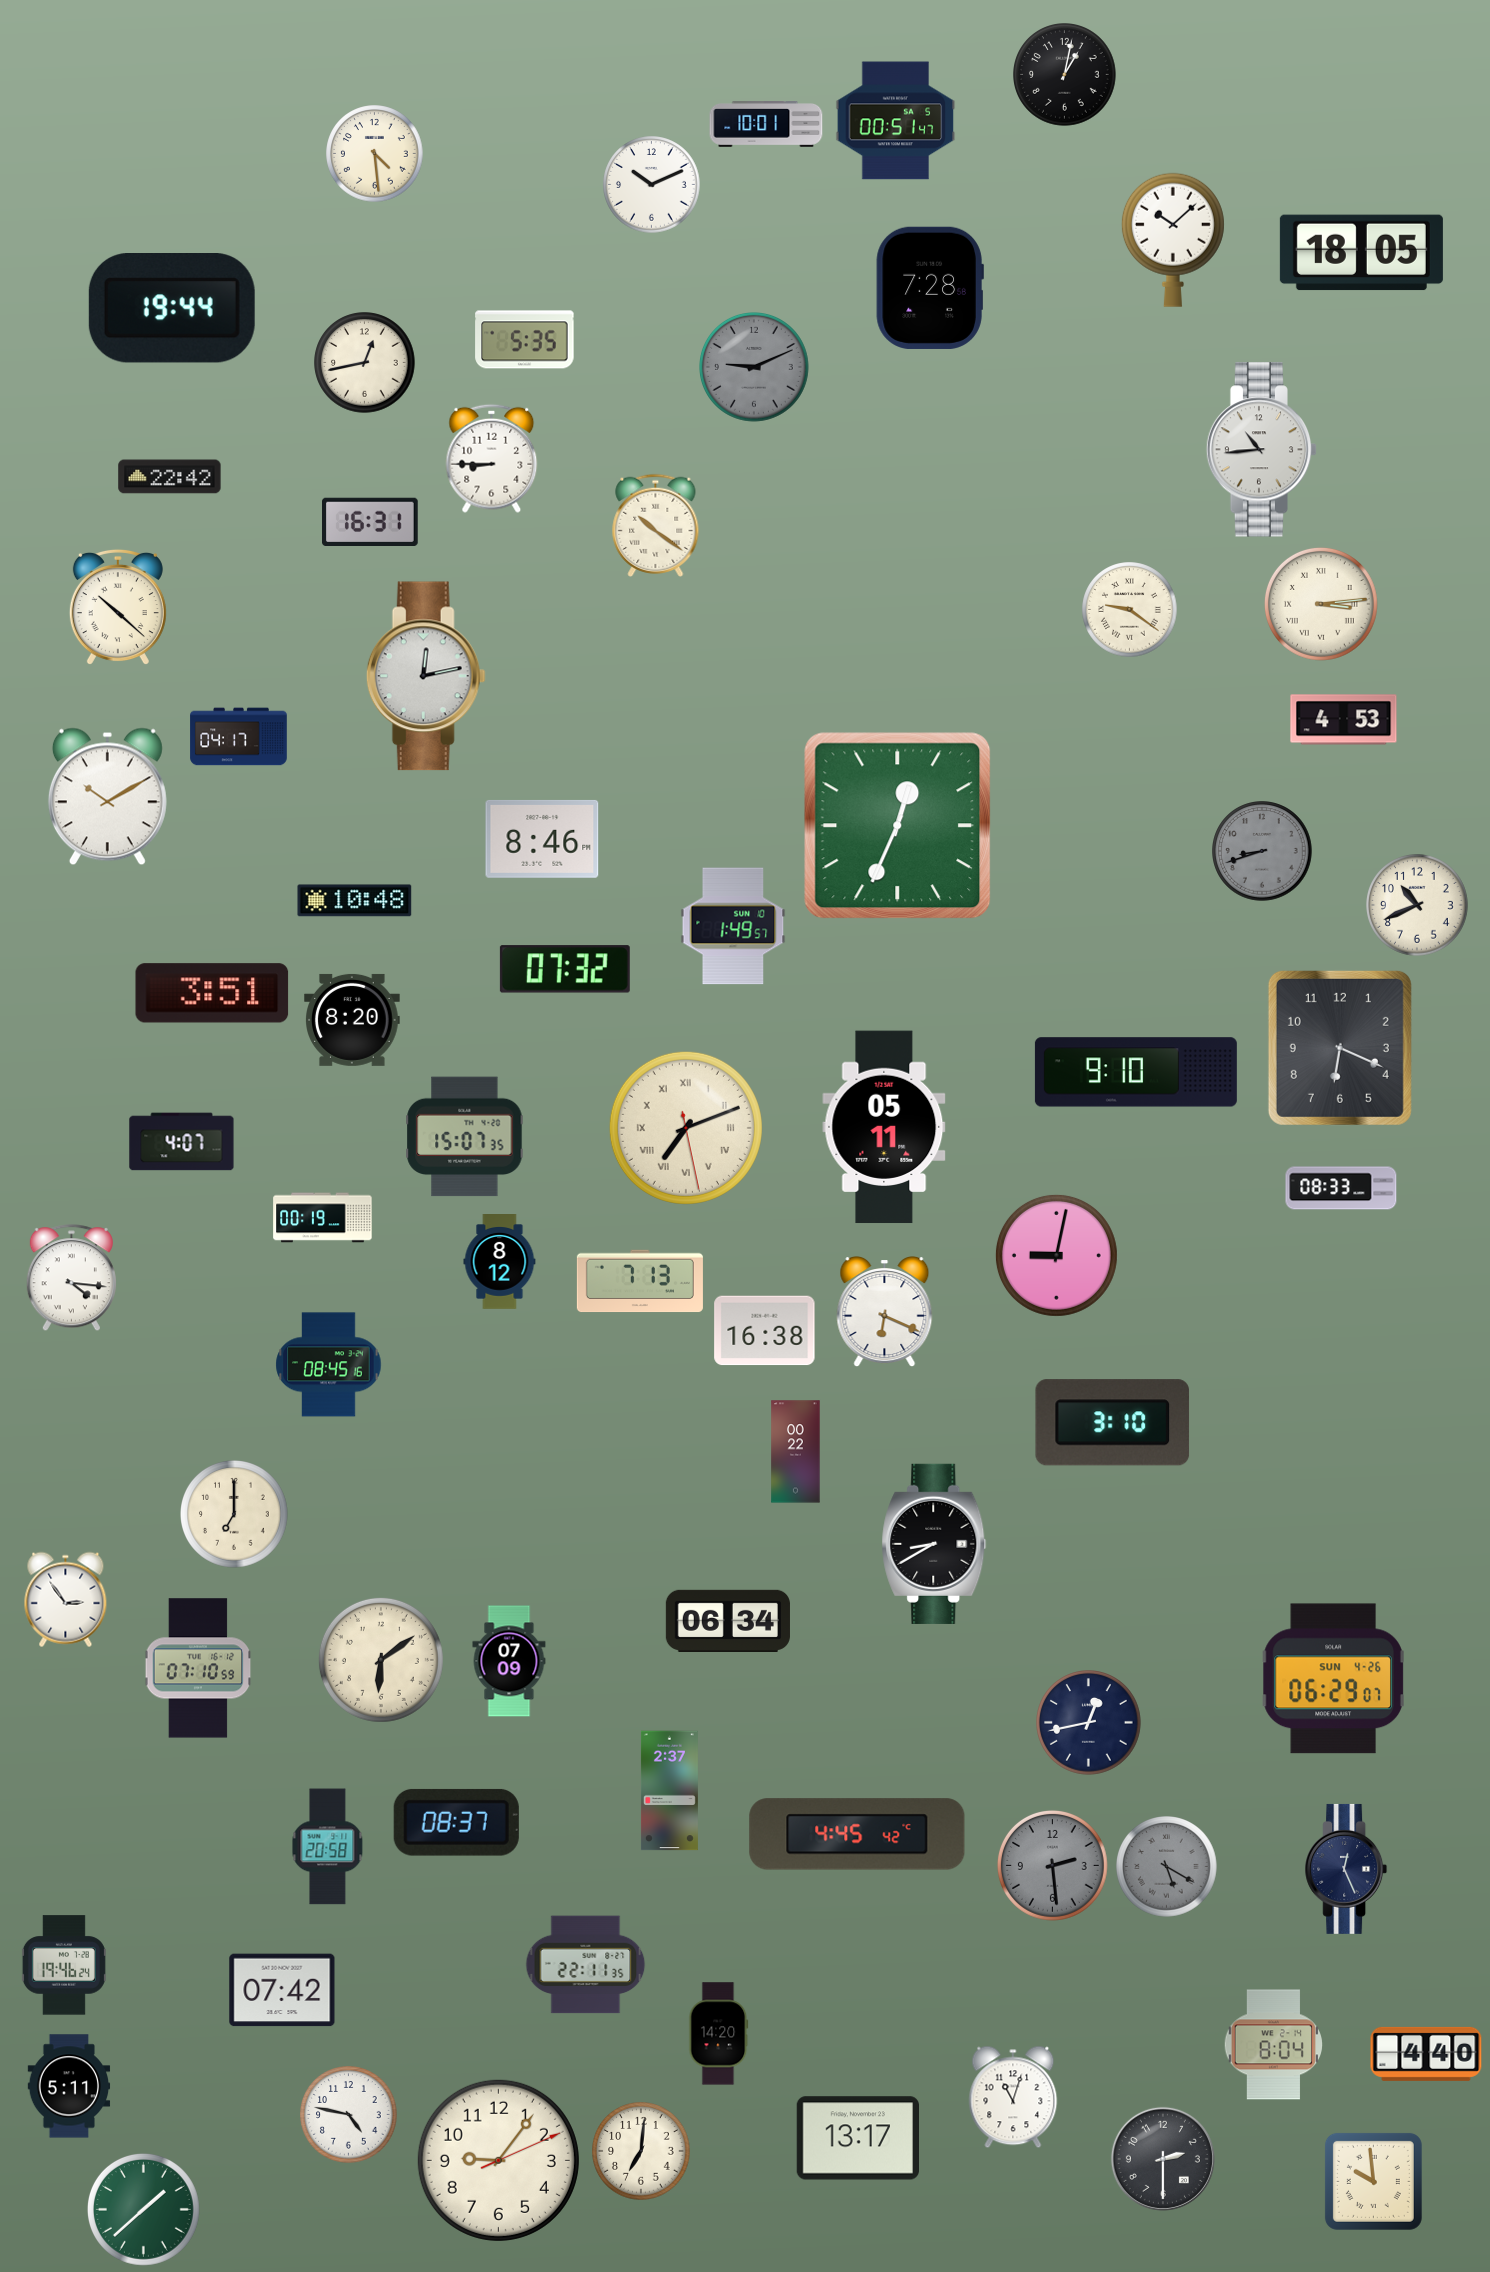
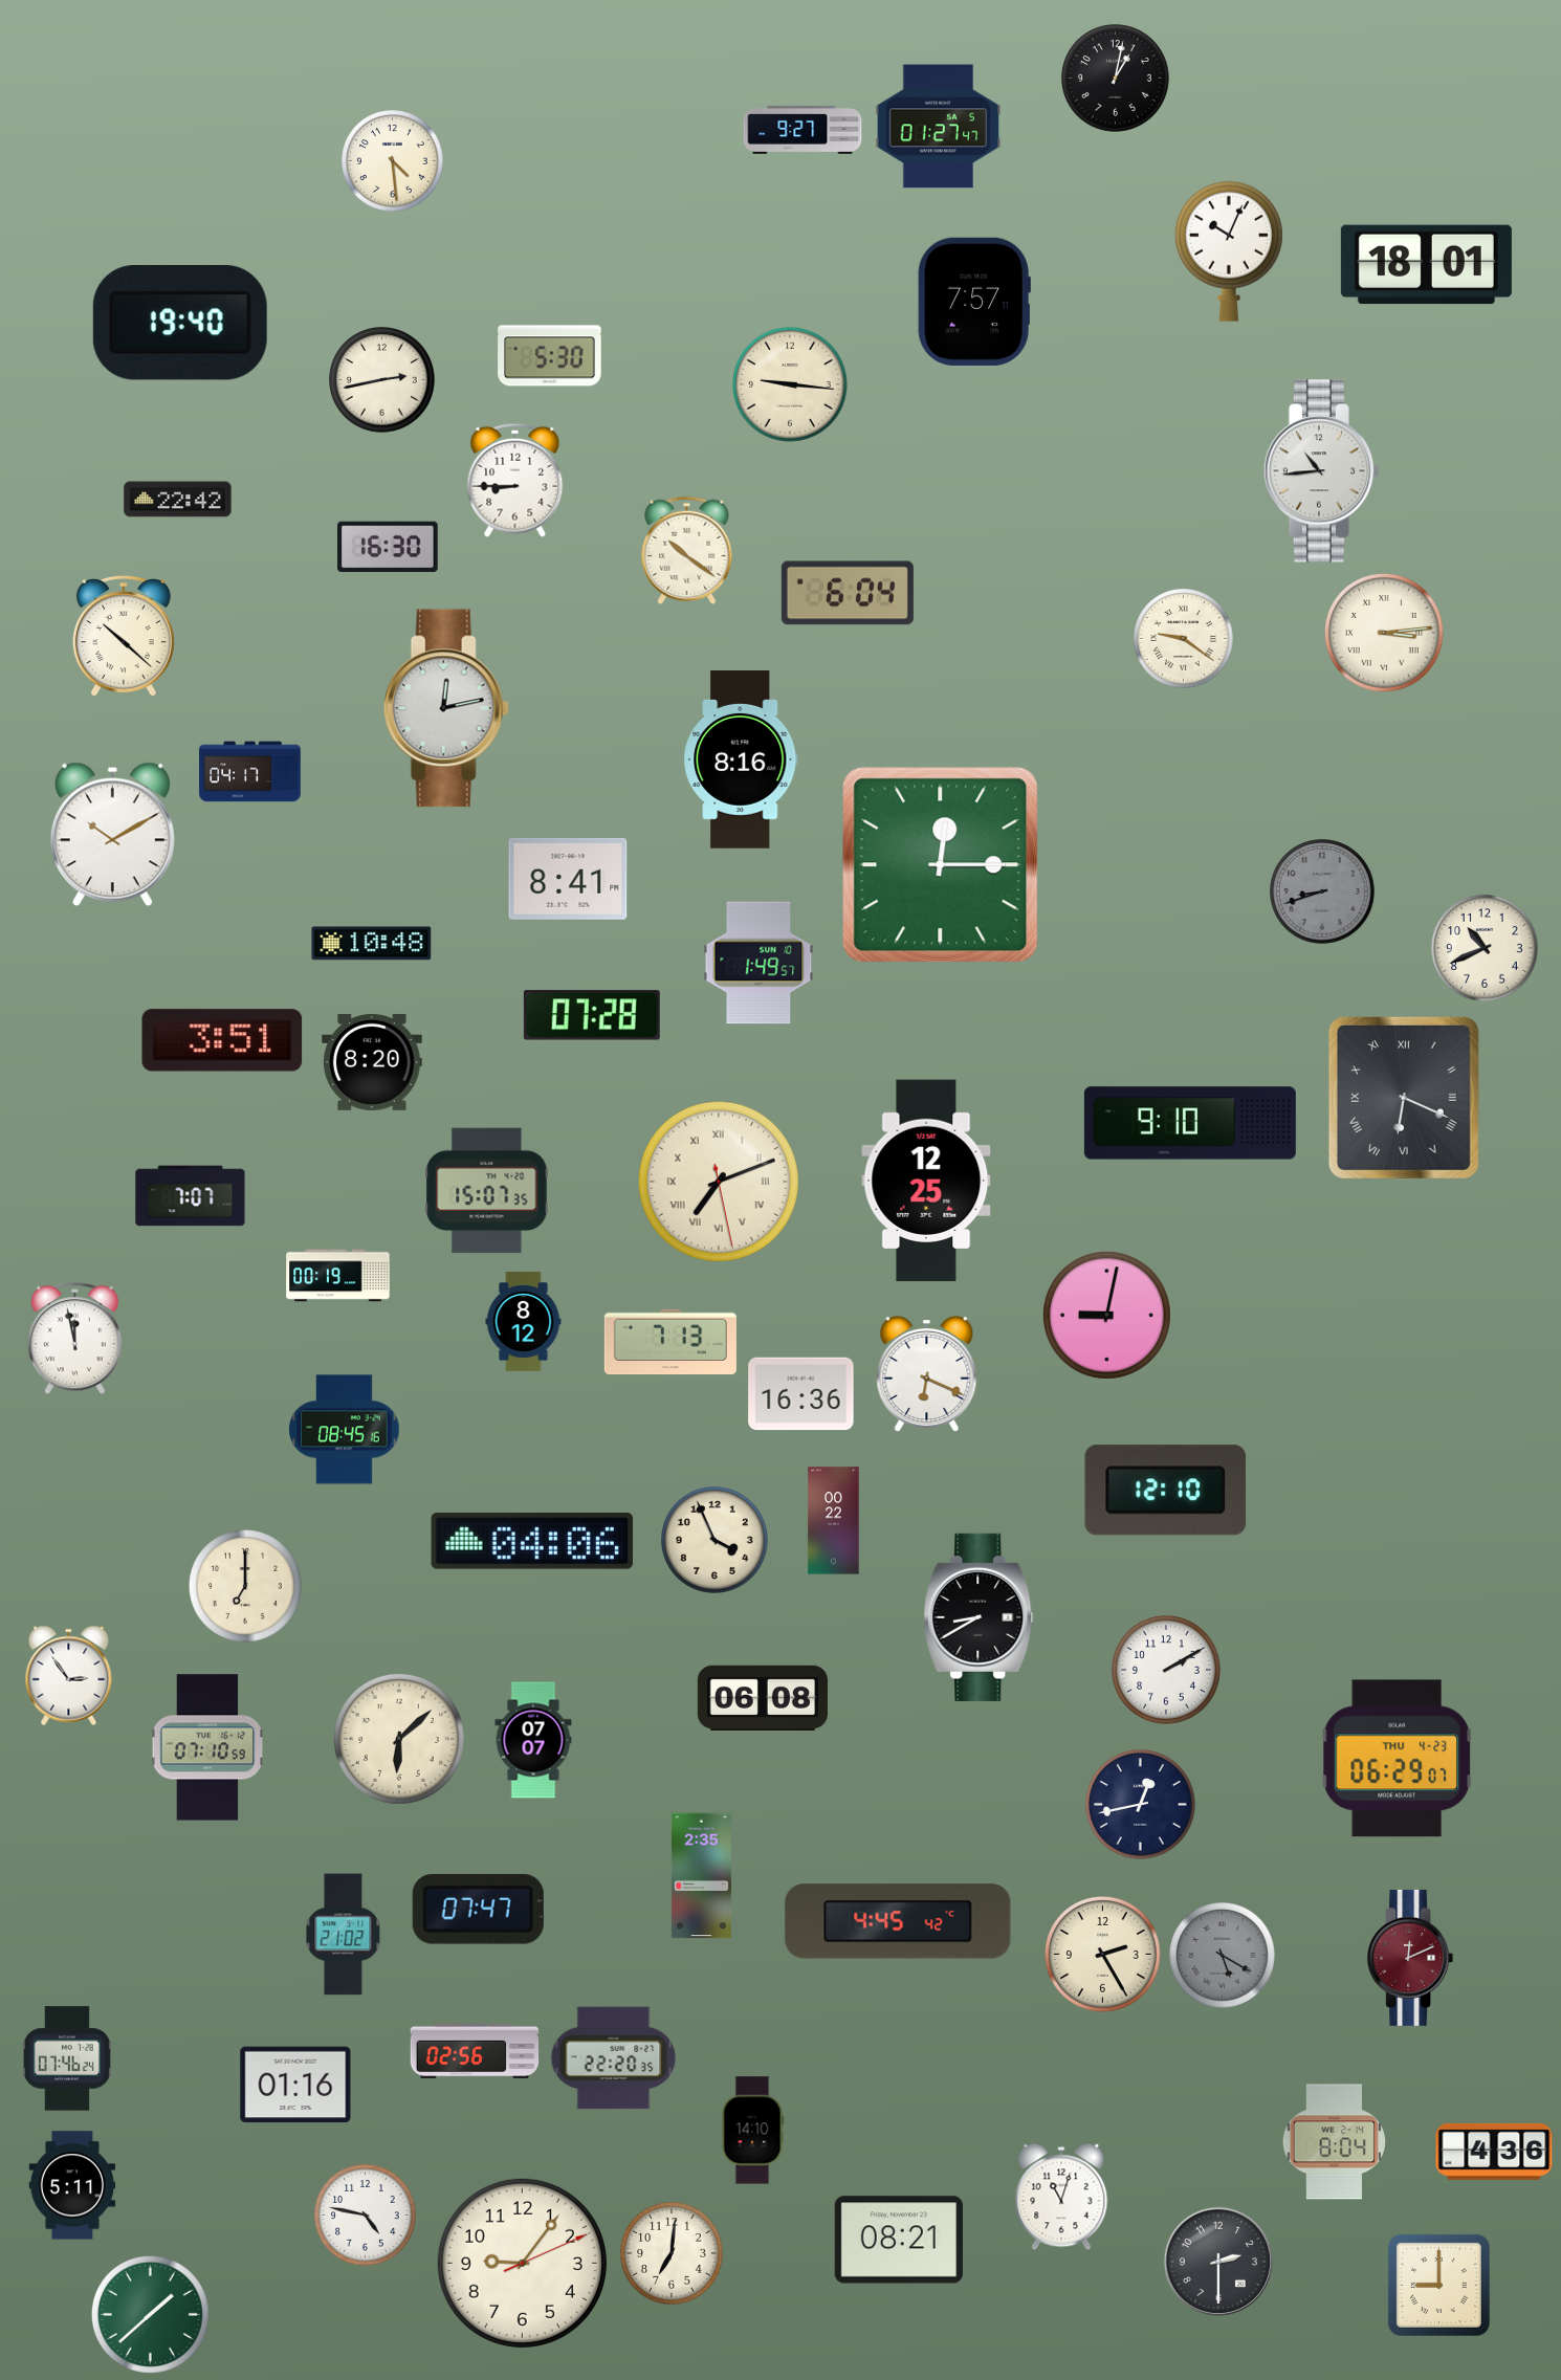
clock at (896, 121): 00:51 -> 01:27
clock at (766, 125): 10:01 -> 9:27
clock at (652, 185): 10:11 -> none
clock at (1173, 240): 10:08 -> 10:04
clock at (1361, 253): 18:05 -> 18:01
clock at (930, 287): 7:28 -> 7:57
clock at (172, 309): 19:44 -> 19:40
clock at (525, 340): 5:35 -> 5:30
clock at (365, 363): 12:43 -> 2:43
clock at (755, 368): 9:11 -> 9:16
clock at (755, 368) dial: grey -> cream
clock at (371, 521): 16:31 -> 16:30
clock at (848, 593): none -> 6:04
clock at (1344, 720): 4:53 -> none
clock at (741, 759): none -> 8:16
clock at (898, 826): 12:34 -> 12:15
clock at (542, 839): 8:46 -> 8:41
clock at (733, 926) position: (733, 926) -> (758, 963)
clock at (565, 969): 07:32 -> 07:28
clock at (353, 1020) position: (353, 1020) -> (373, 1062)
clock at (1340, 1048) numerals: Arabic -> Roman
clock at (884, 1127): 05:11 -> 12:25
clock at (182, 1142): 4:07 -> 7:07
clock at (1341, 1188): 08:33 -> none
clock at (71, 1278): 4:16 -> 11:58
clock at (765, 1331): 16:38 -> 16:36
clock at (1113, 1423): 3:10 -> 12:10
clock at (714, 1540): none -> 3:56
clock at (532, 1541): none -> 04:06
clock at (1167, 1671): none -> 2:10
clock at (728, 1620): 06:34 -> 06:08
clock at (381, 1660): 6:09 -> 6:08
clock at (509, 1661): 07:09 -> 07:07
clock at (1333, 1679) date: SUN 4-26 -> THU 4-23
clock at (669, 1791): 2:37 -> 2:35
clock at (456, 1822): 08:37 -> 07:47
clock at (328, 1847): 20:58 -> 21:02
clock at (1053, 1866): 2:29 -> 2:25
clock at (1053, 1866) dial: grey -> cream
clock at (1346, 1869): 12:26 -> 12:11
clock at (1346, 1869) dial: navy -> burgundy
clock at (475, 2051): none -> 02:56
clock at (64, 1965): 19:46 -> 07:46
clock at (586, 1965): 22:11 -> 22:20
clock at (282, 1990): 07:42 -> 01:16
clock at (719, 2034): 14:20 -> 14:10
clock at (1426, 2054): 4:40 -> 4:36
clock at (857, 2138): 13:17 -> 08:21
clock at (1373, 2181): 9:59 -> 9:00
